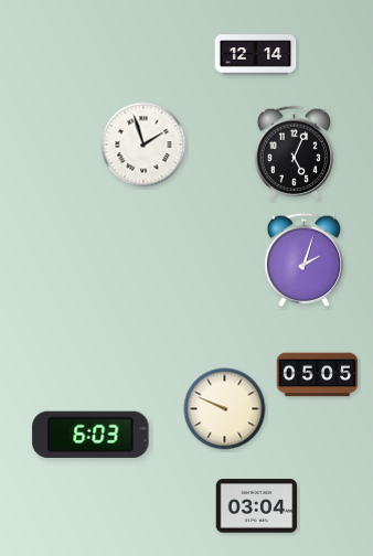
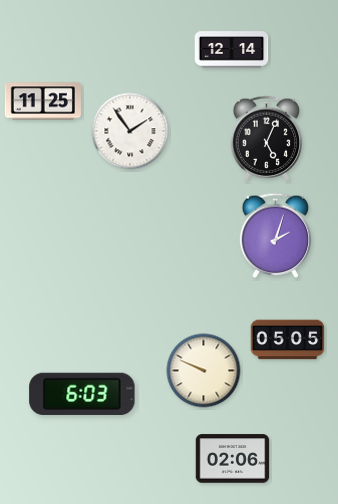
clock at (43, 101): none -> 11:25
clock at (143, 145): 1:57 -> 1:54
clock at (257, 506): 03:04 -> 02:06
